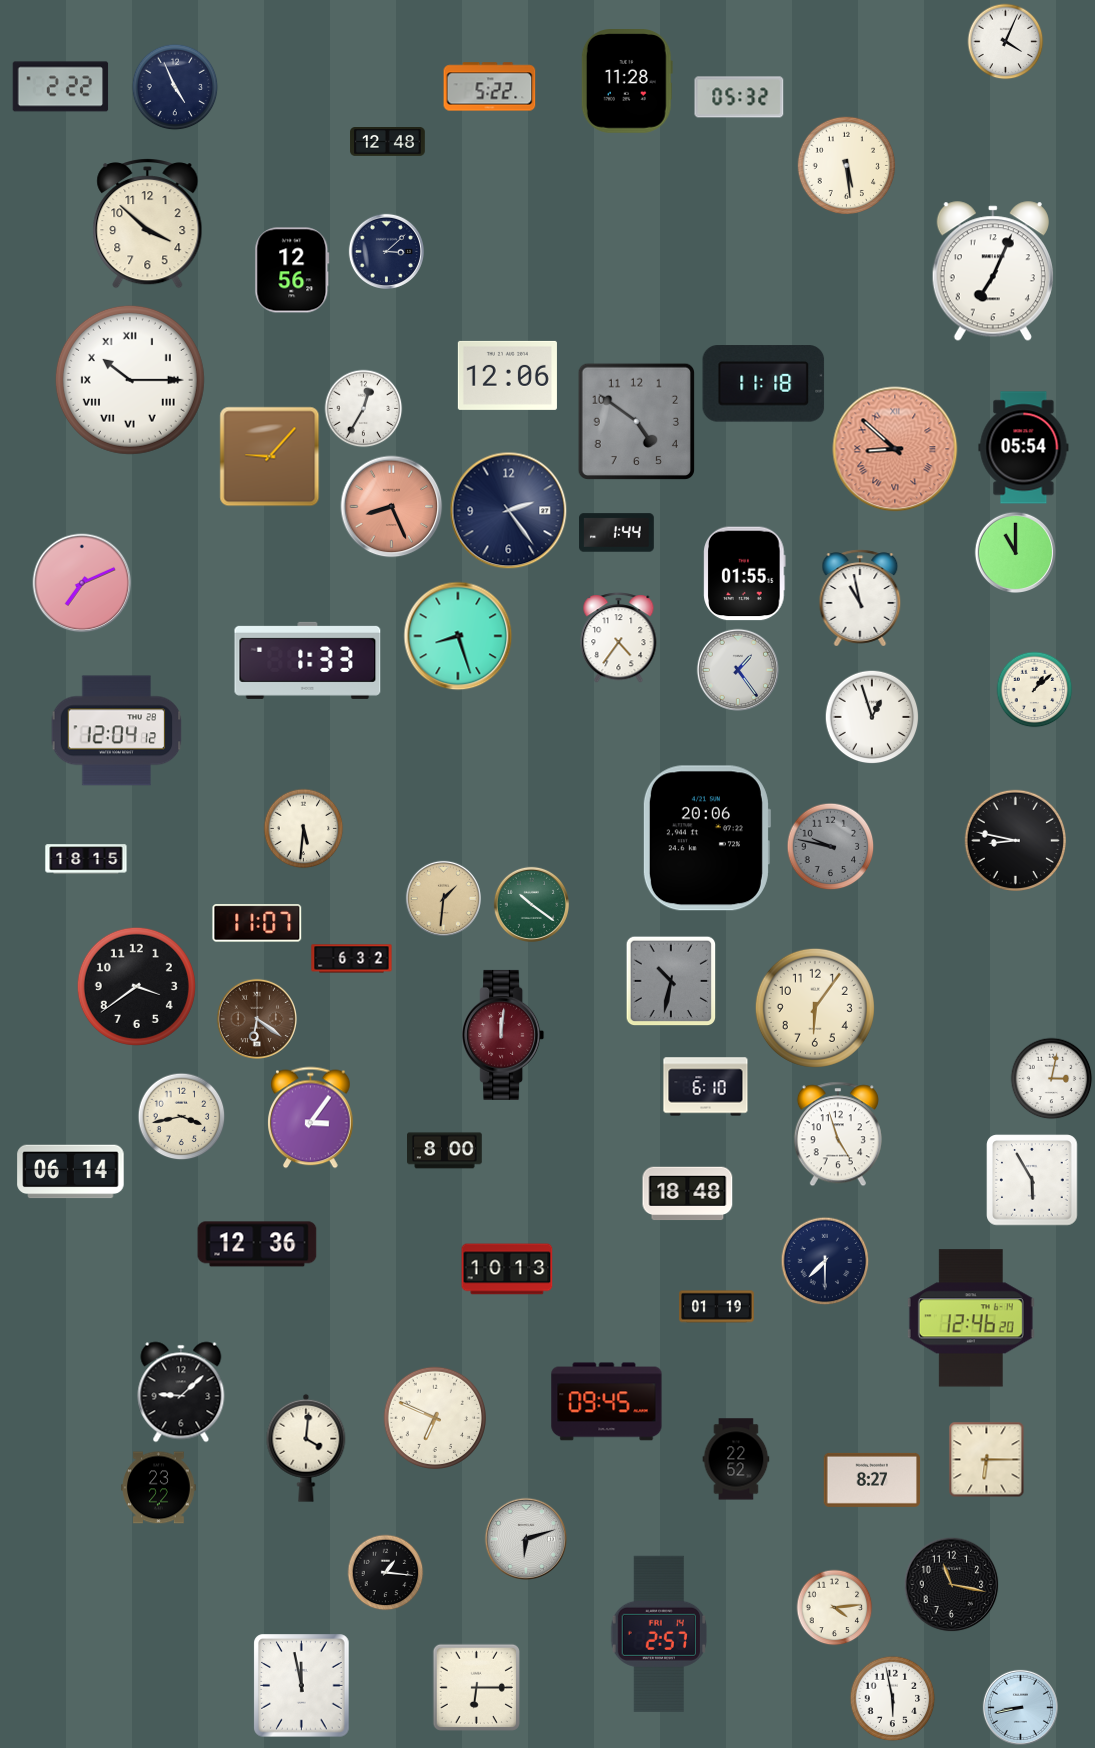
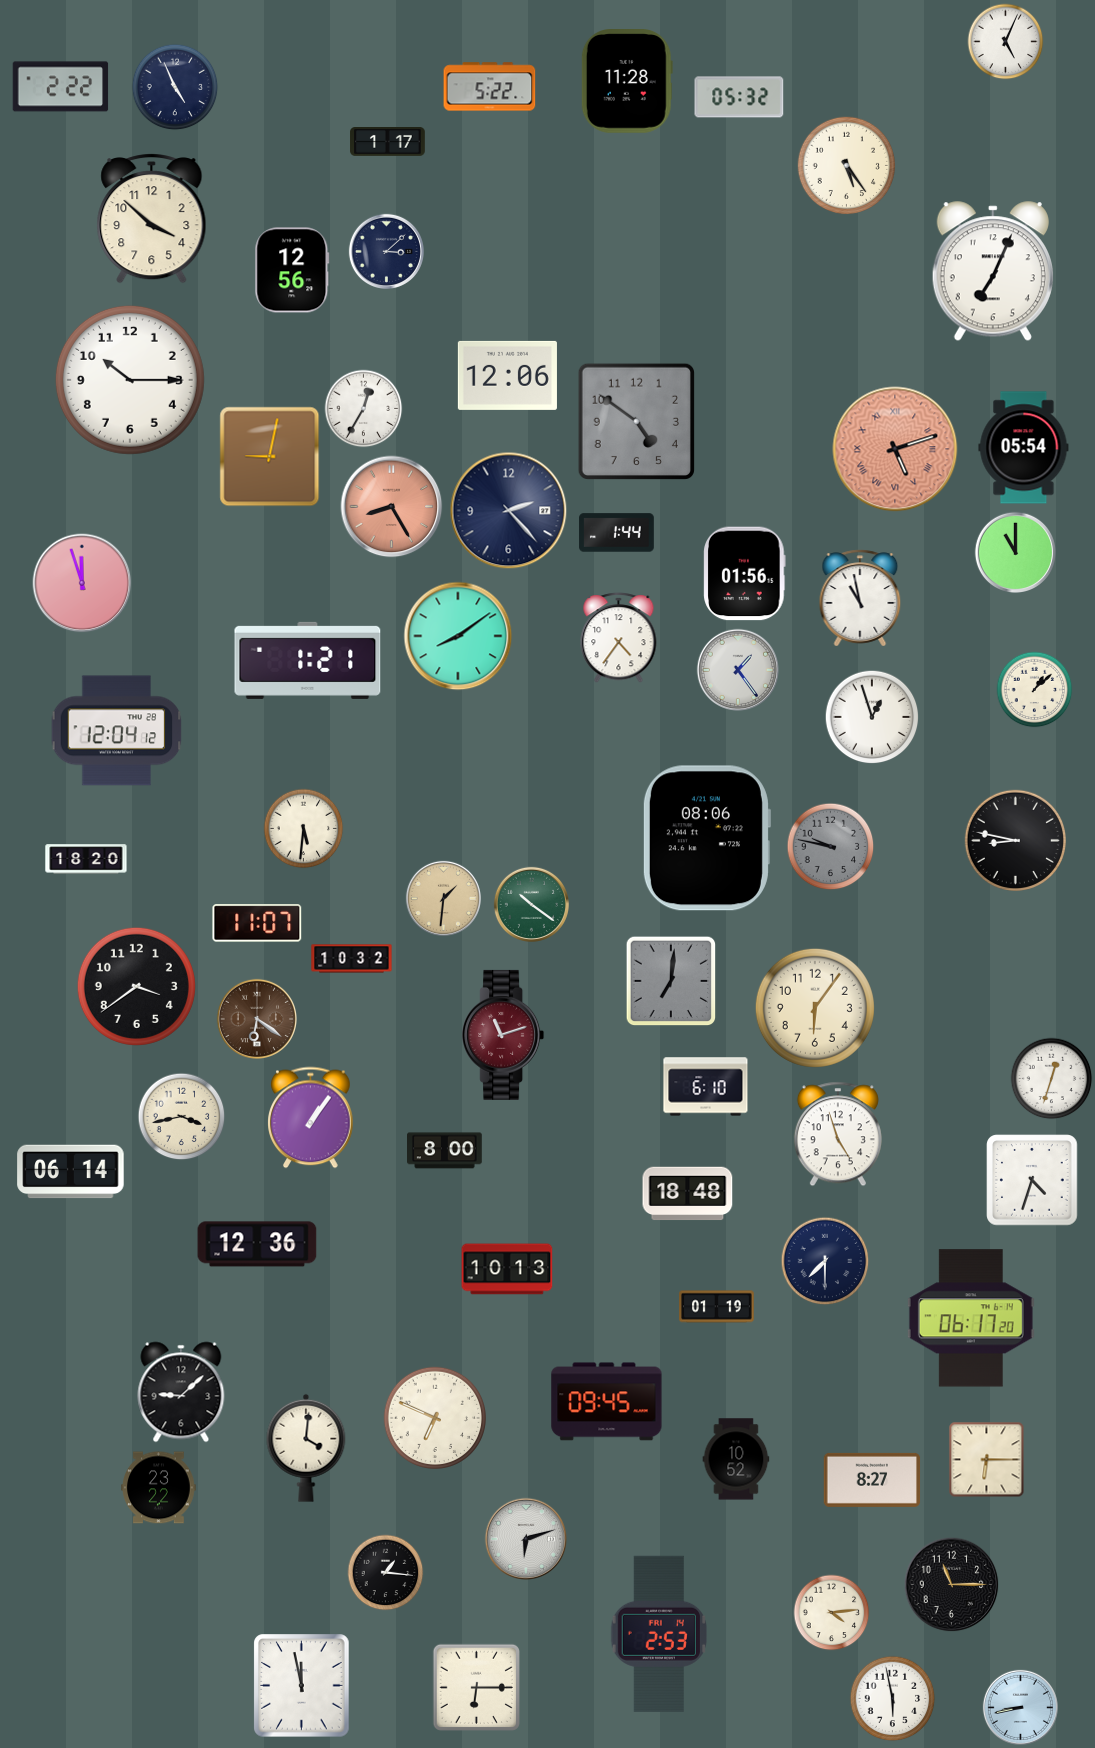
clock at (1006, 42): 4:04 -> 5:04
clock at (388, 142): 12:48 -> 1:17
clock at (847, 166): 5:29 -> 5:24
clock at (148, 224) position: (148, 224) -> (152, 219)
clock at (130, 380) numerals: Roman -> Arabic
clock at (764, 384): 11:18 -> none
clock at (895, 449): 8:52 -> 5:12
clock at (270, 457): 9:07 -> 9:02
clock at (392, 507): 8:26 -> 8:25
clock at (509, 511): 2:24 -> 2:23
clock at (745, 574): 01:55 -> 01:56
clock at (82, 583): 7:11 -> 11:57
clock at (458, 636): 8:27 -> 8:09
clock at (308, 660): 1:33 -> 1:21
clock at (706, 838): 20:06 -> 08:06
clock at (86, 859): 18:15 -> 18:20
clock at (352, 959): 6:32 -> 10:32
clock at (671, 981): 10:32 -> 7:01
clock at (503, 1035): 12:01 -> 11:12
clock at (1052, 1079): 3:02 -> 12:33
clock at (311, 1118): 3:06 -> 1:06
clock at (1032, 1180): 5:55 -> 4:33
clock at (971, 1318): 12:46 -> 06:17
clock at (736, 1459): 22:52 -> 10:52
clock at (952, 1585): 11:17 -> 11:15
clock at (835, 1608) position: (835, 1608) -> (832, 1613)
clock at (659, 1634): 2:57 -> 2:53
